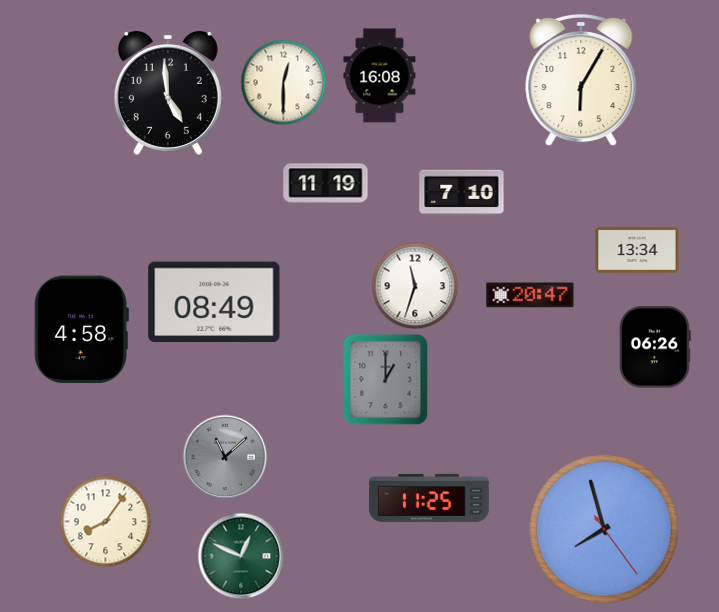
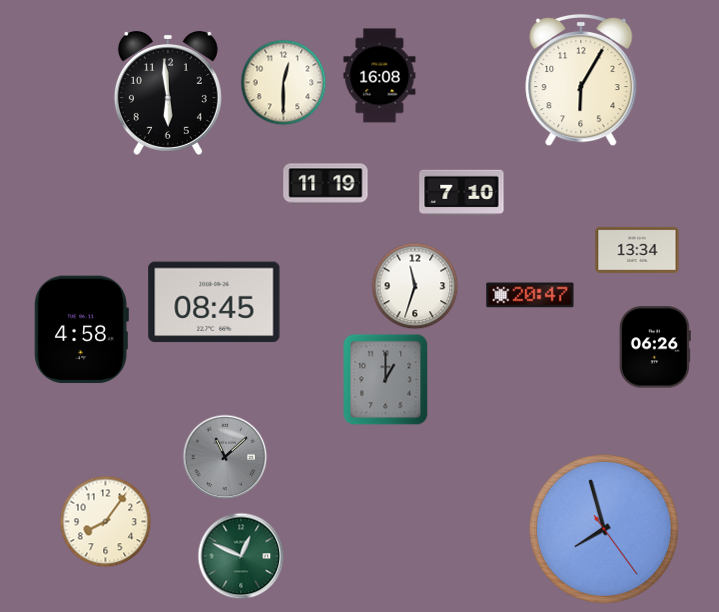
clock at (168, 93): 4:59 -> 5:59
clock at (214, 302): 08:49 -> 08:45
clock at (430, 498): 11:25 -> none
